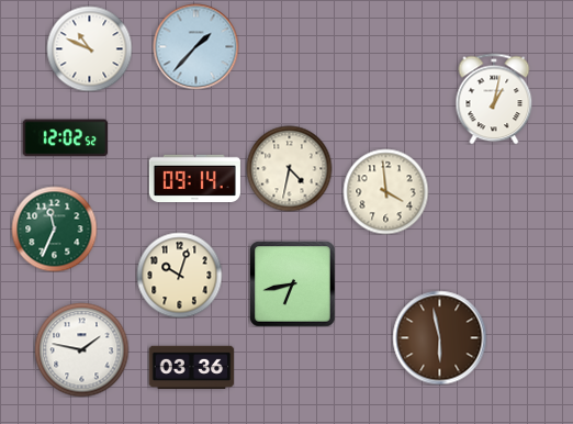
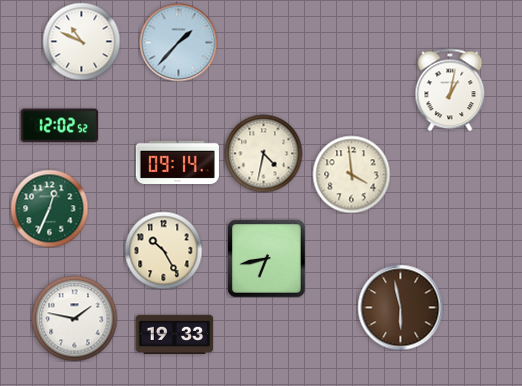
clock at (89, 48) position: (89, 48) -> (81, 41)
clock at (54, 228): 11:34 -> 12:34
clock at (179, 275): 10:03 -> 10:25
clock at (191, 367): 03:36 -> 19:33
